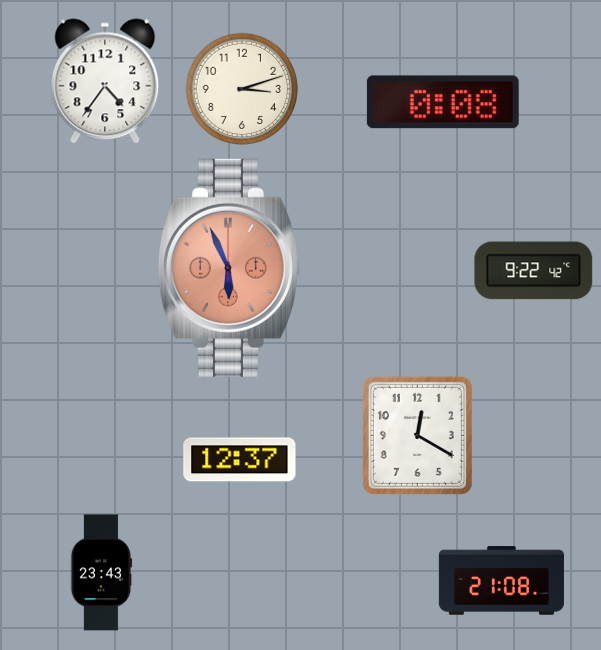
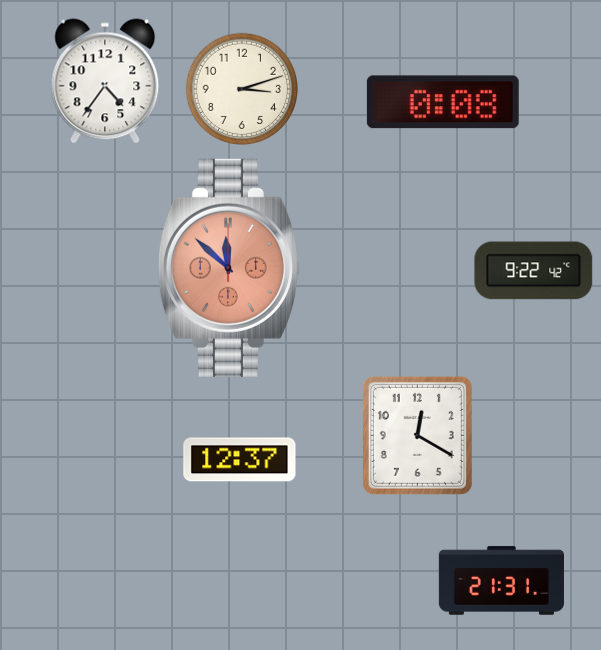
clock at (229, 268): 5:56 -> 11:52
clock at (101, 573): 23:43 -> none
clock at (501, 581): 21:08 -> 21:31
